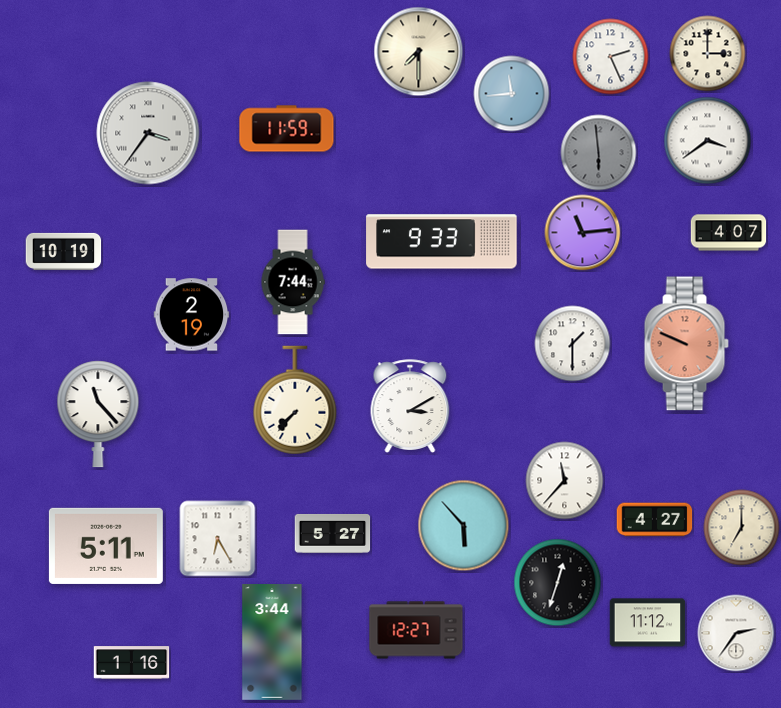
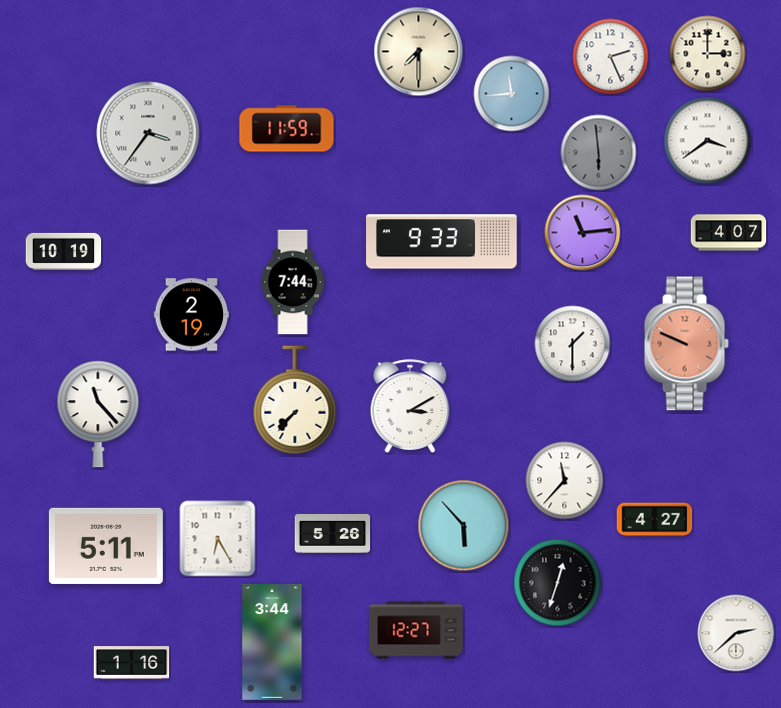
clock at (742, 528): 7:00 -> none
clock at (333, 533): 5:27 -> 5:26
clock at (648, 623): 11:12 -> none
clock at (736, 633): 2:36 -> 2:38
